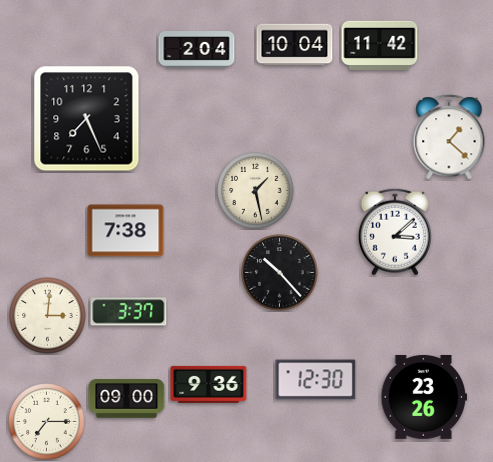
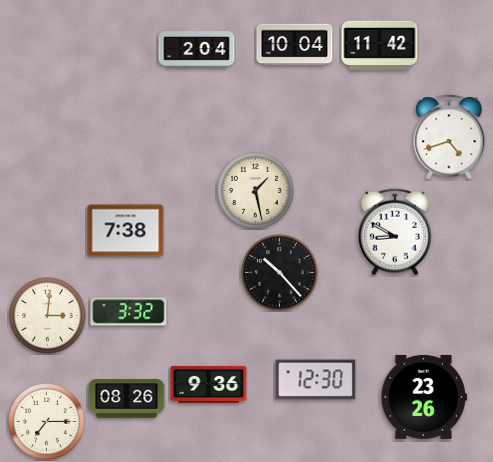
clock at (87, 119): 7:26 -> none
clock at (449, 137): 1:22 -> 4:42
clock at (395, 232): 3:08 -> 8:50
clock at (129, 312): 3:37 -> 3:32
clock at (127, 399): 09:00 -> 08:26
